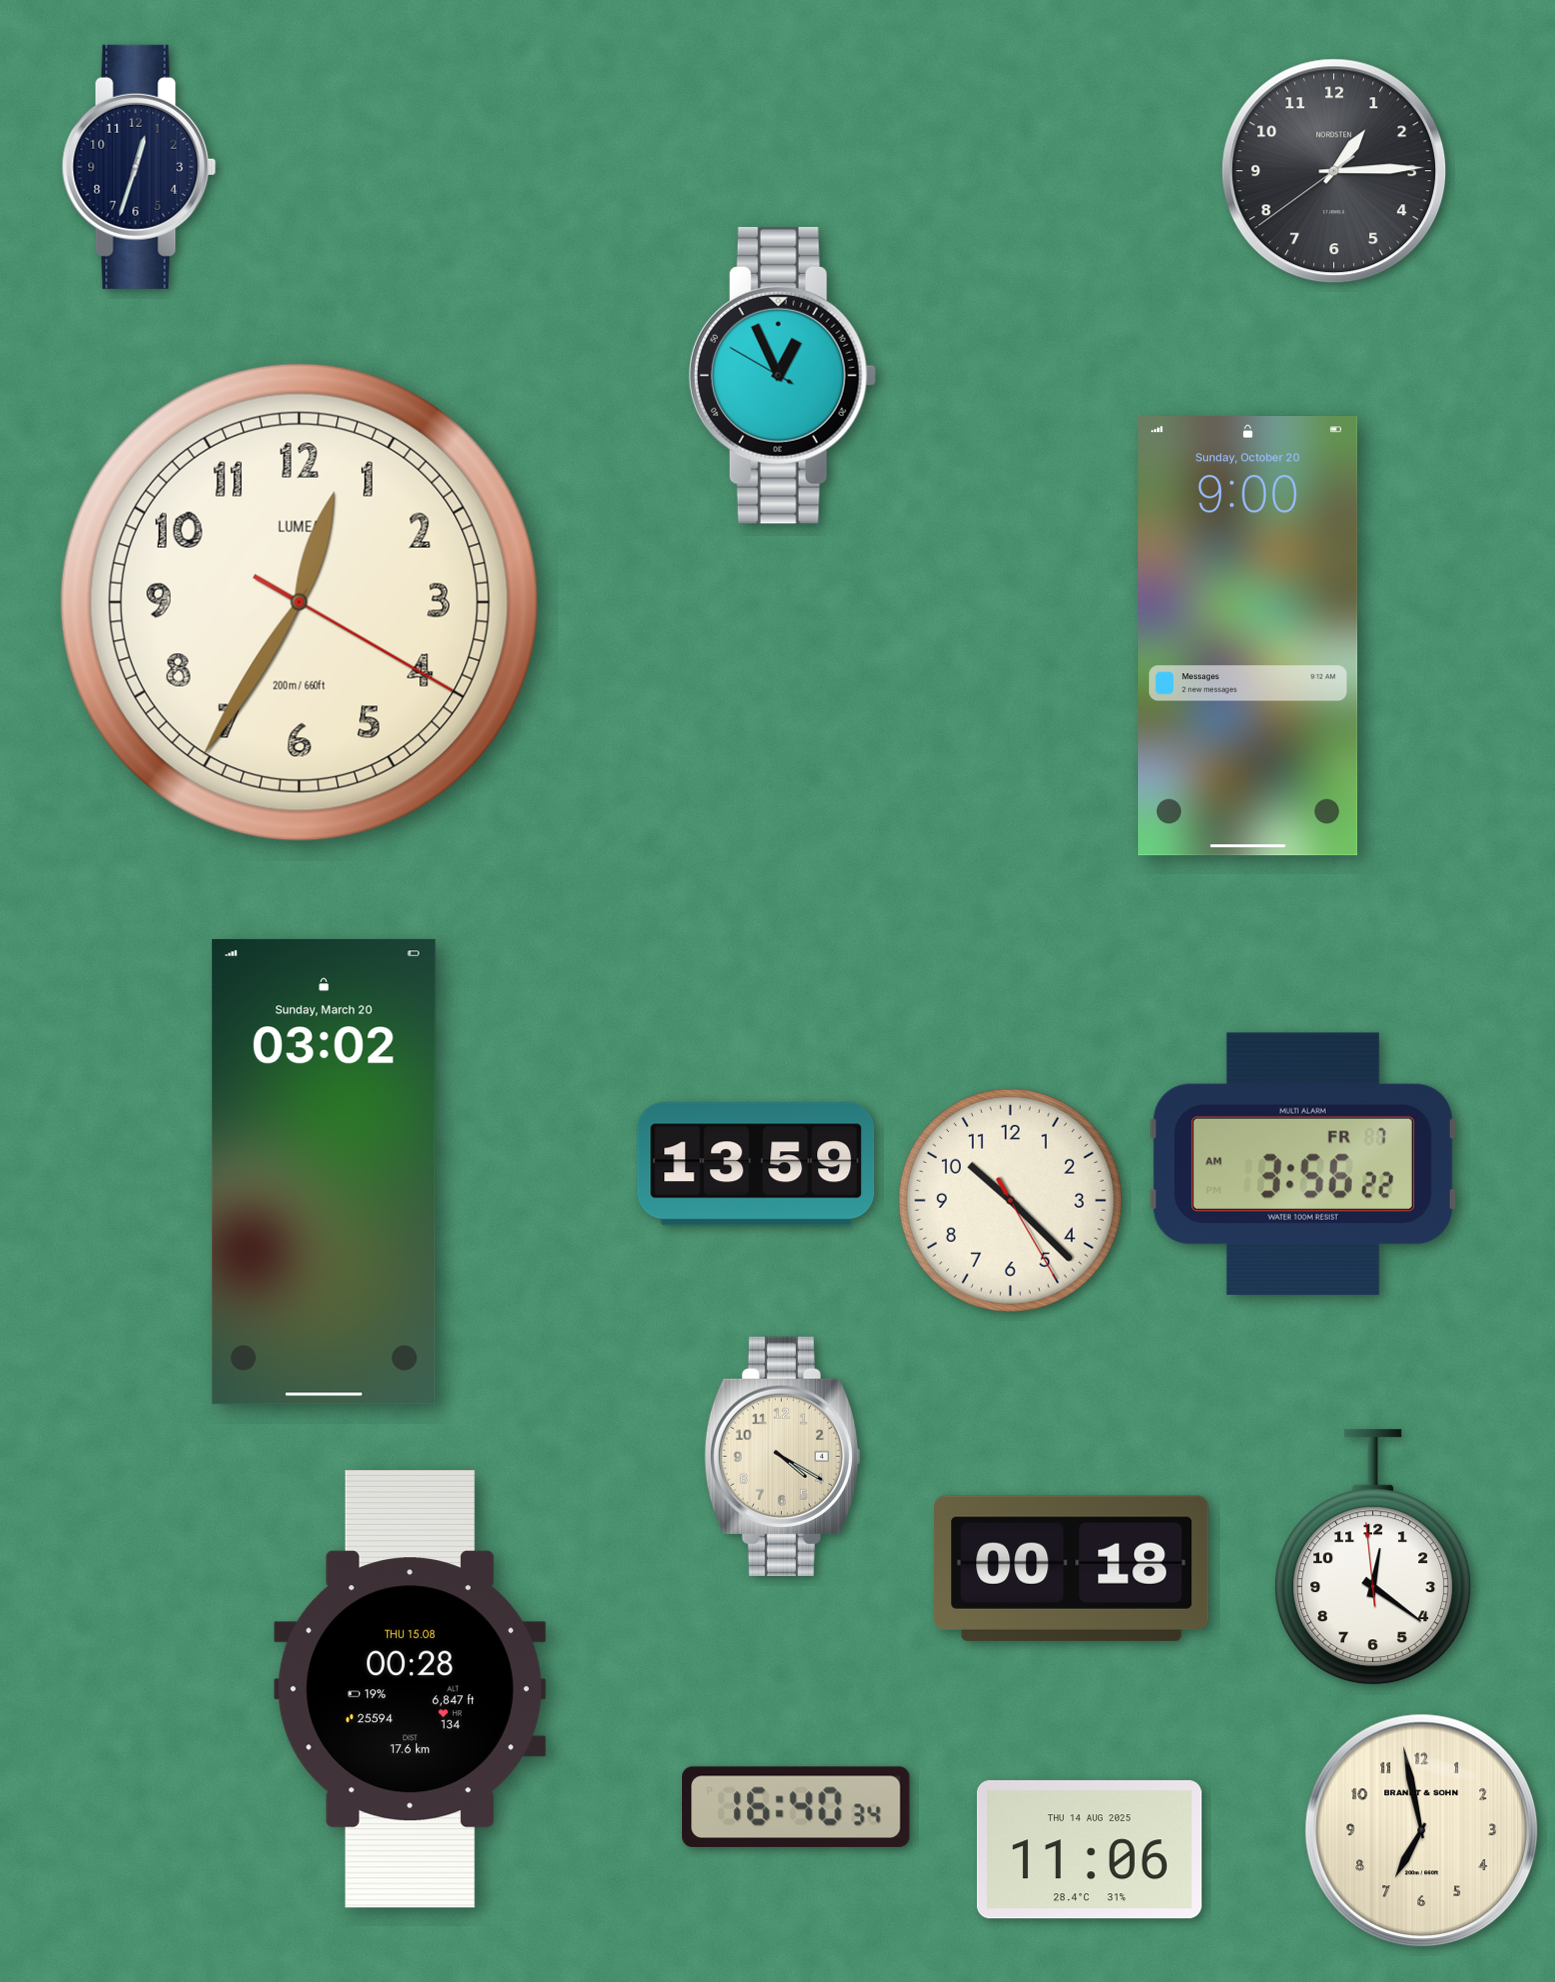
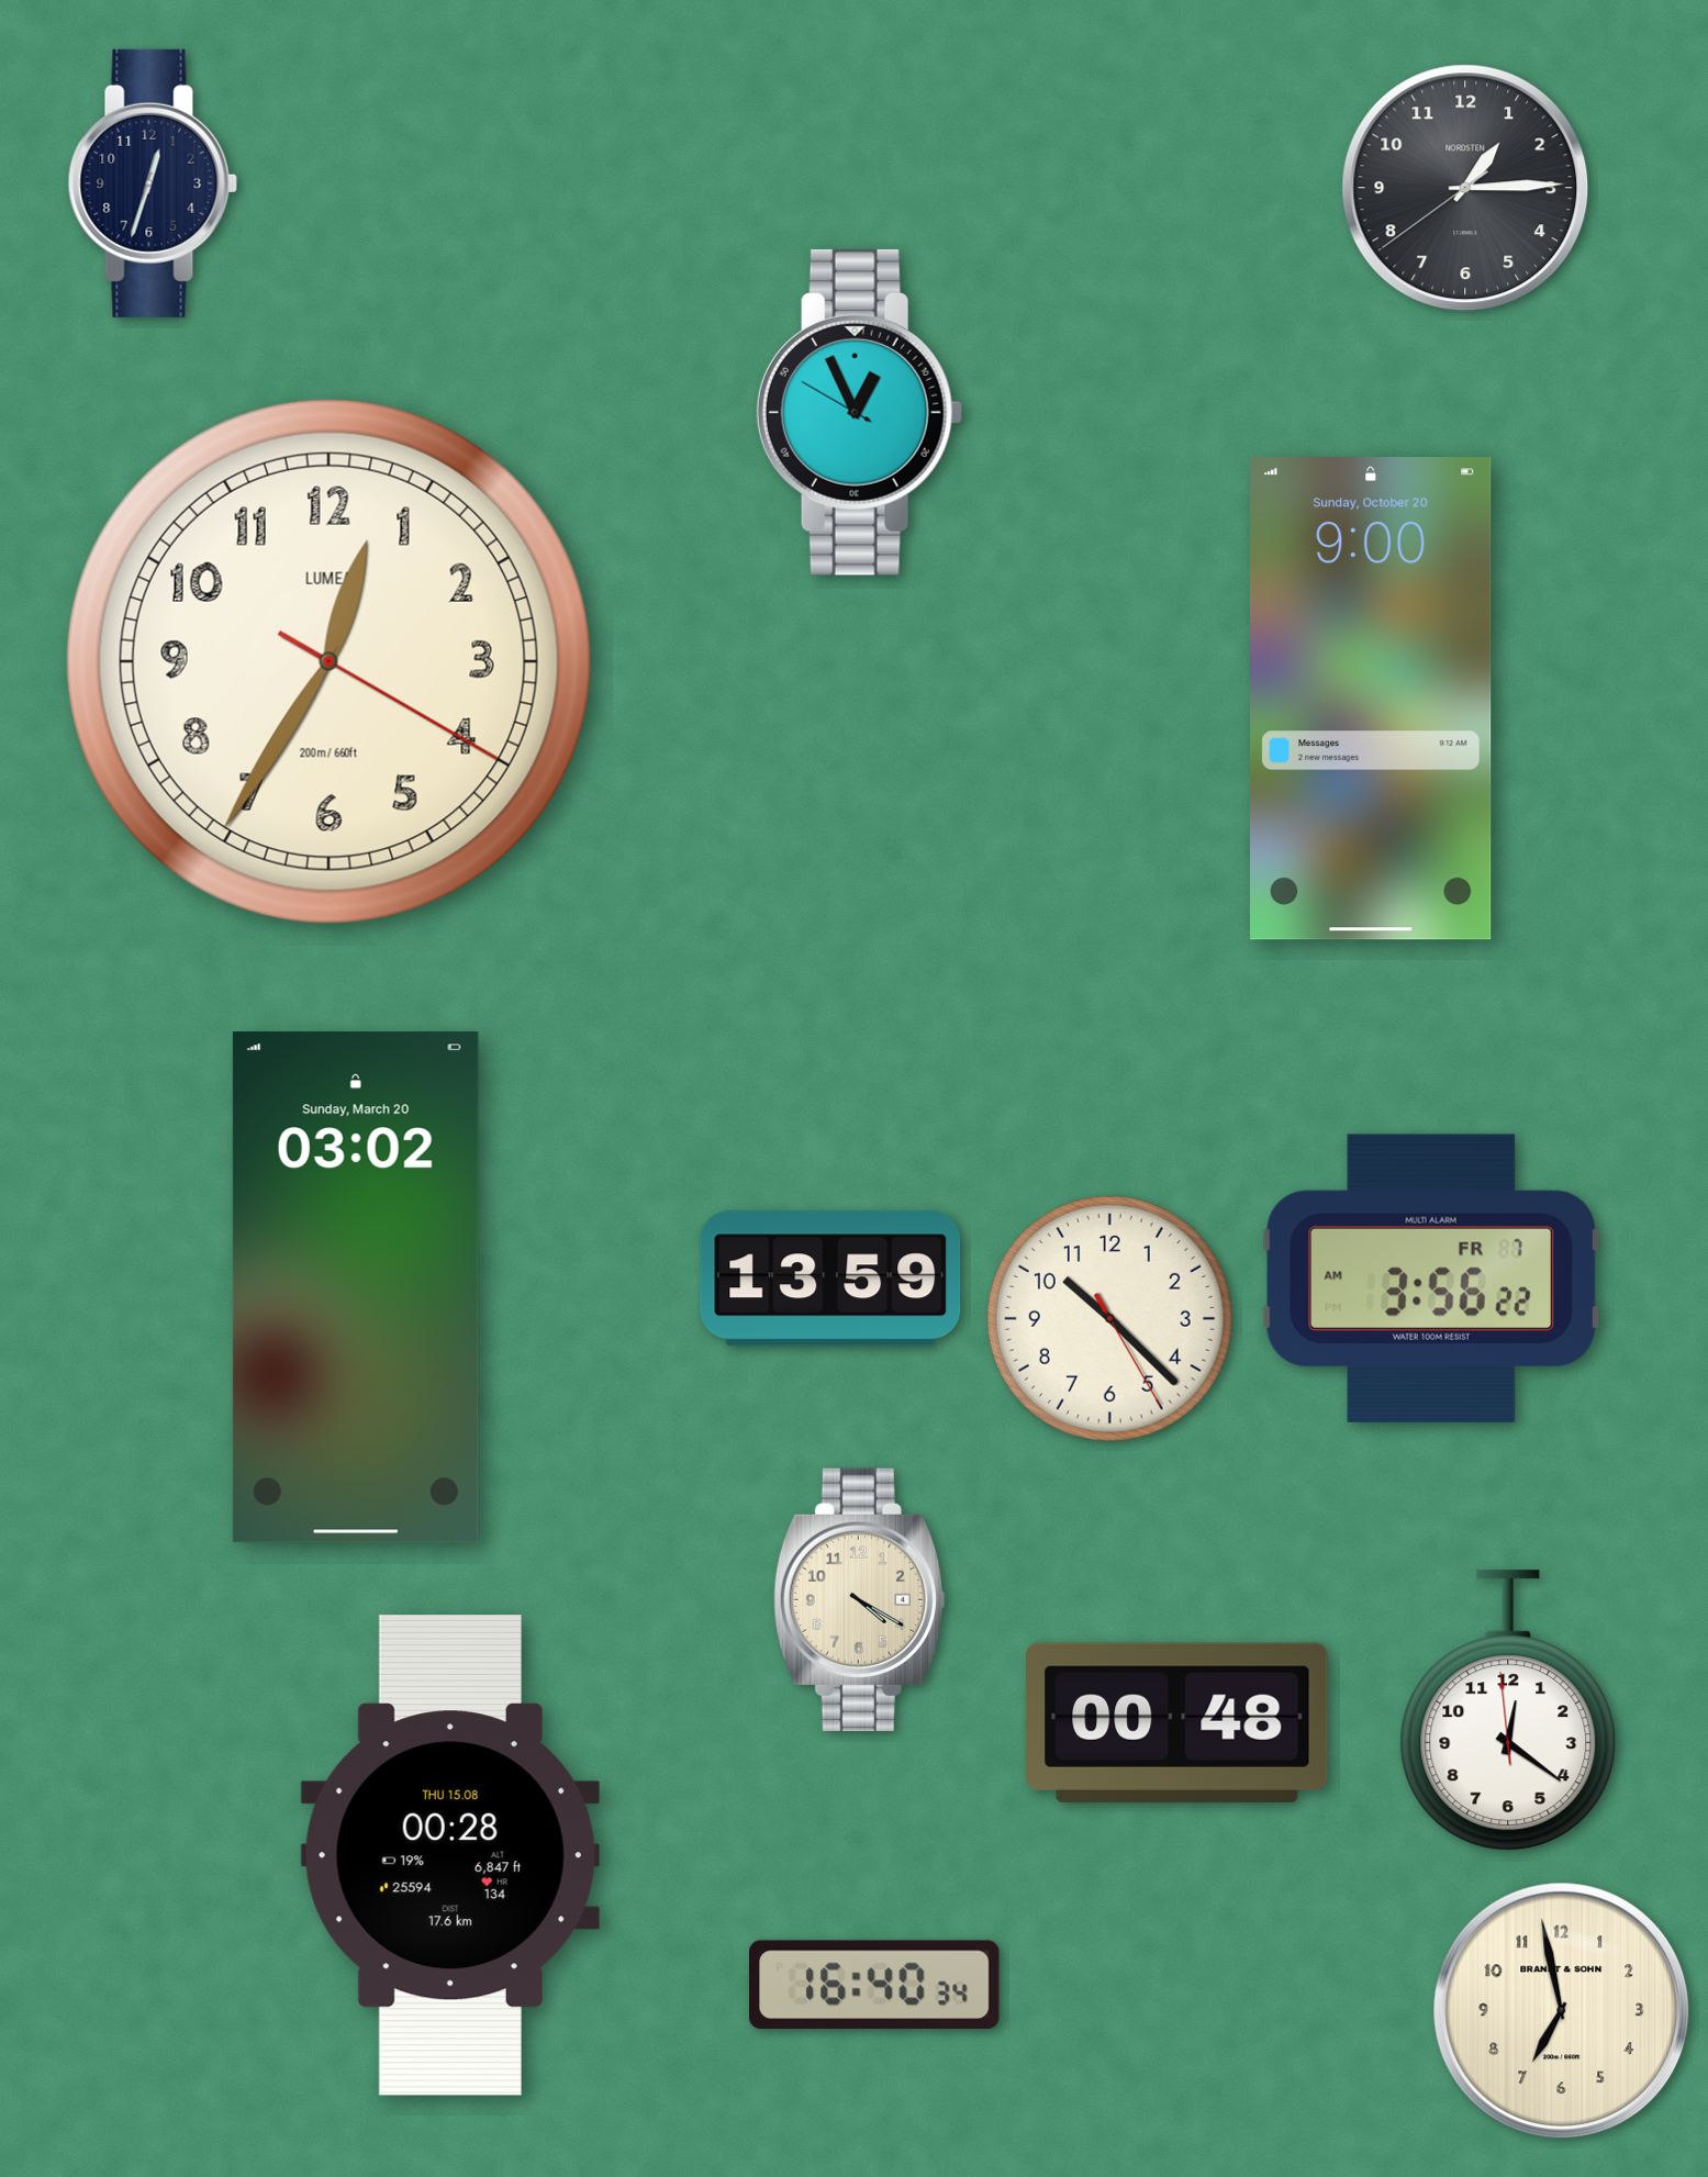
clock at (1072, 1568): 00:18 -> 00:48
clock at (1089, 1850): 11:06 -> none
